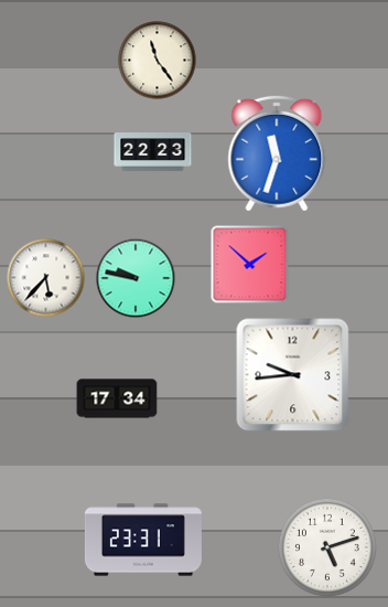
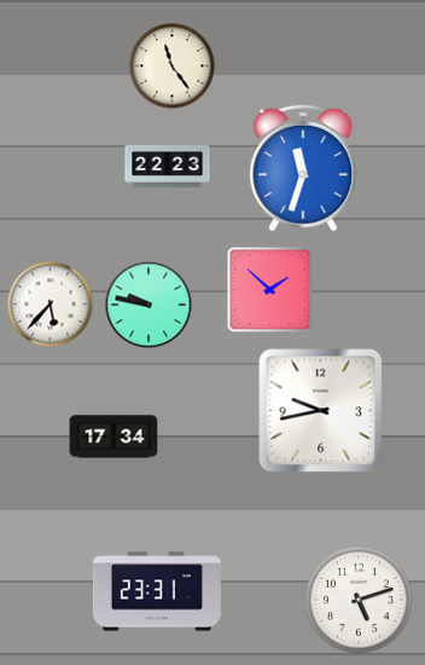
clock at (250, 265) position: (250, 265) -> (270, 290)
clock at (293, 375): 9:44 -> 9:43
clock at (117, 398) position: (117, 398) -> (113, 436)
